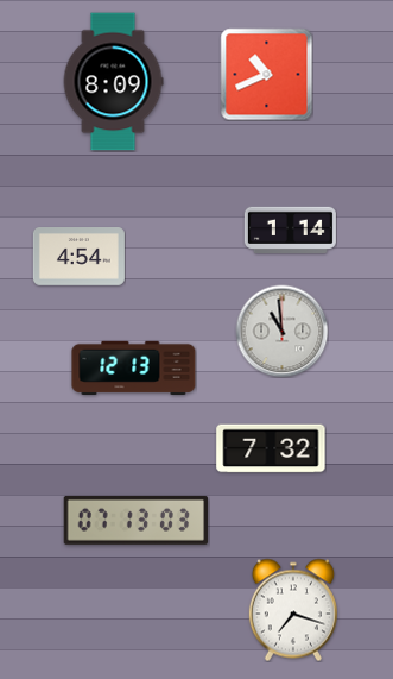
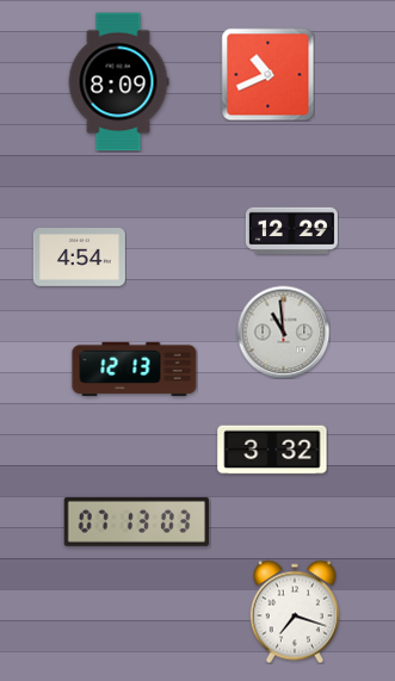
clock at (113, 82) position: (113, 82) -> (118, 82)
clock at (290, 230): 1:14 -> 12:29
clock at (271, 448): 7:32 -> 3:32
